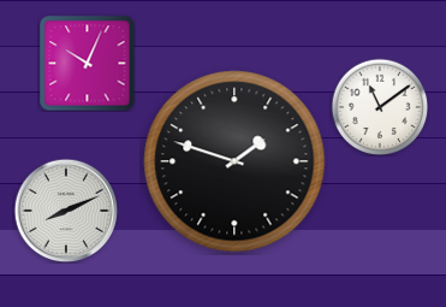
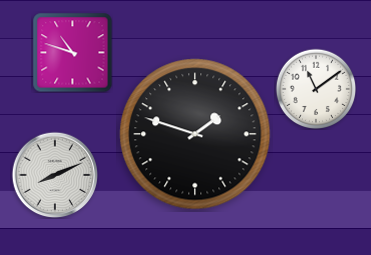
clock at (88, 64): 10:04 -> 10:48
